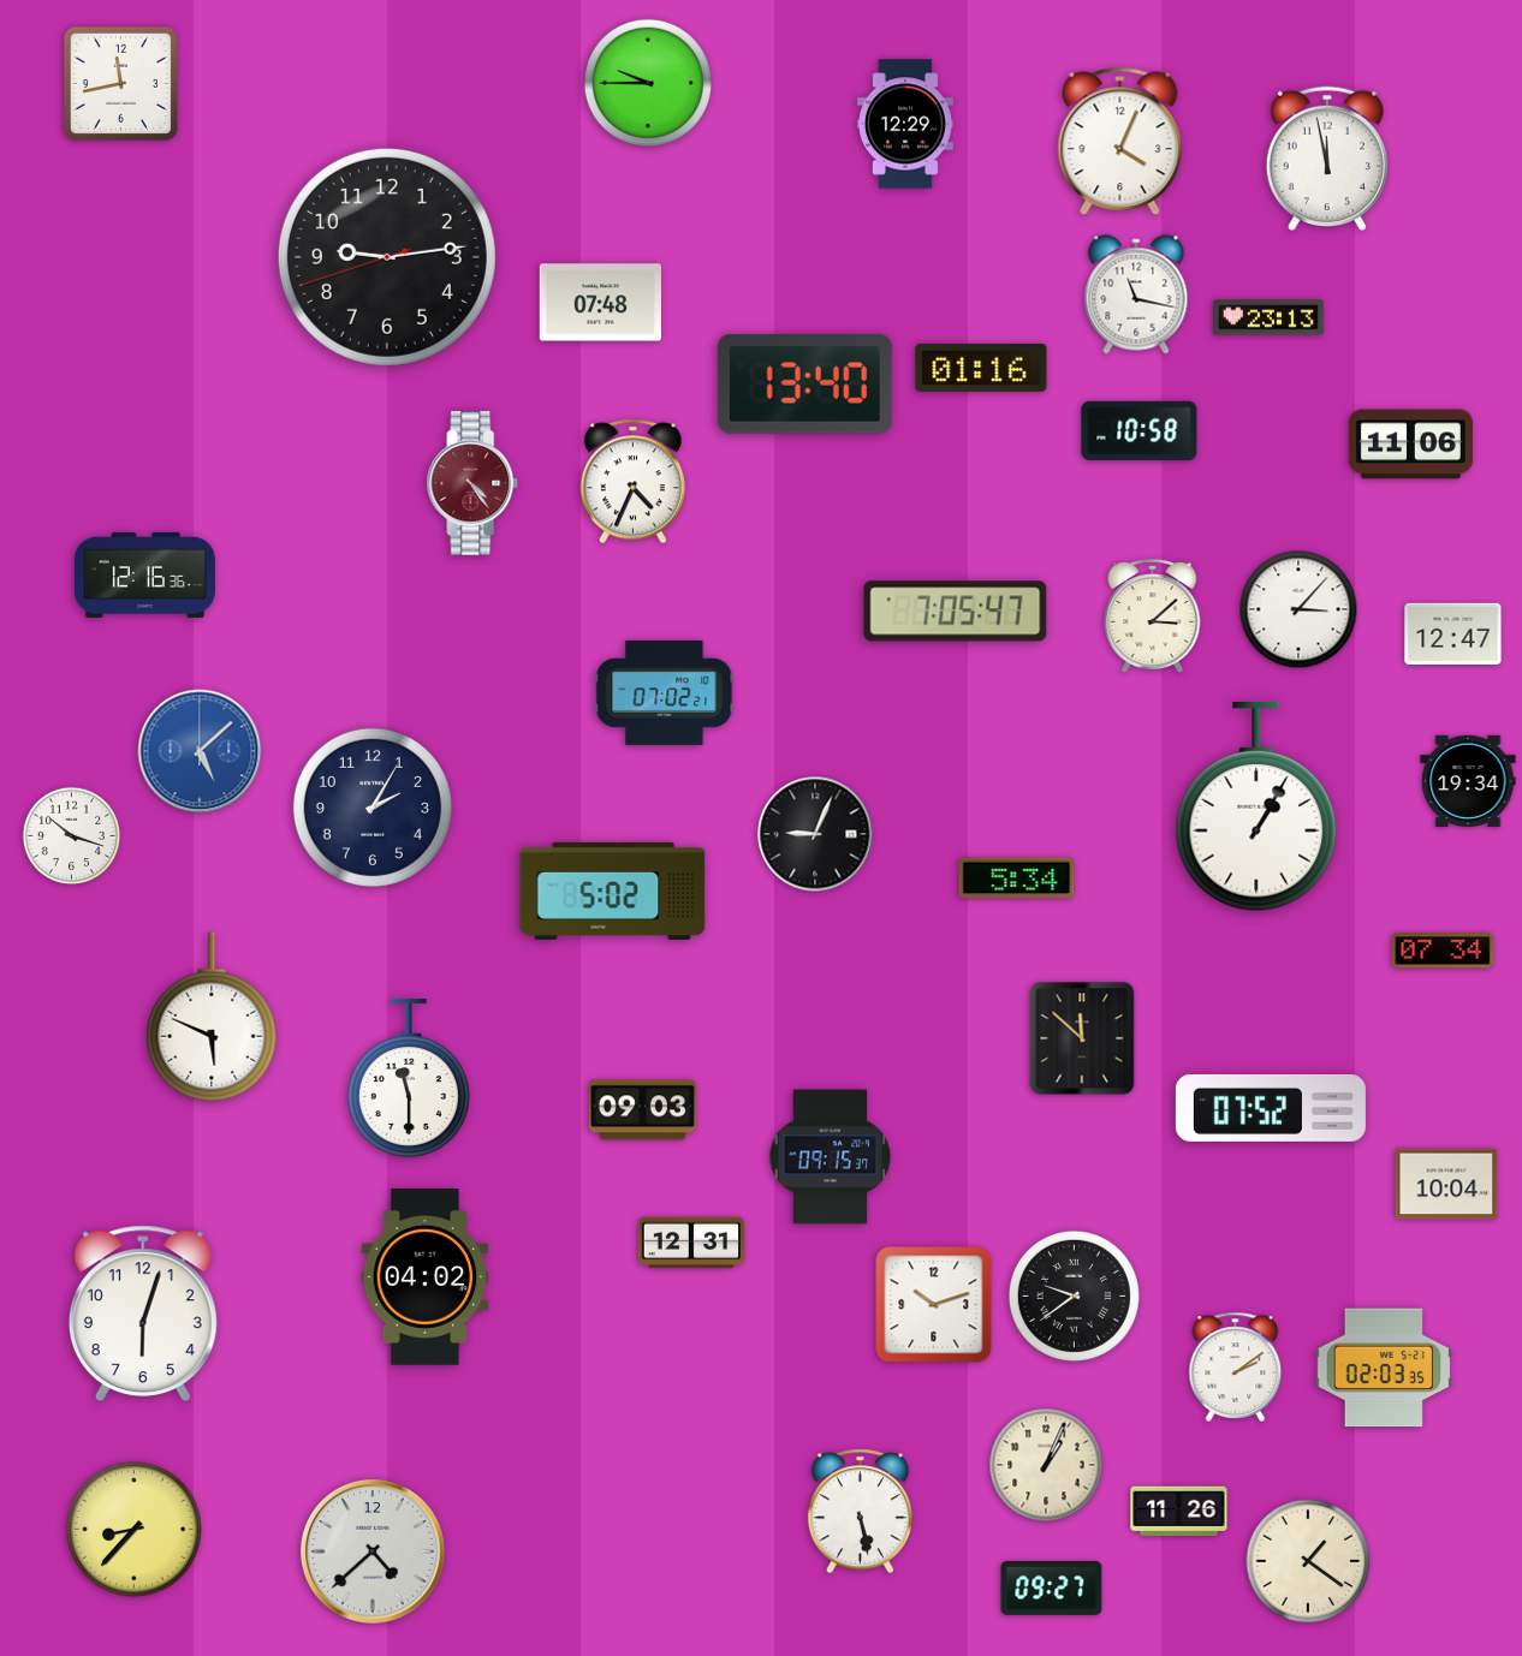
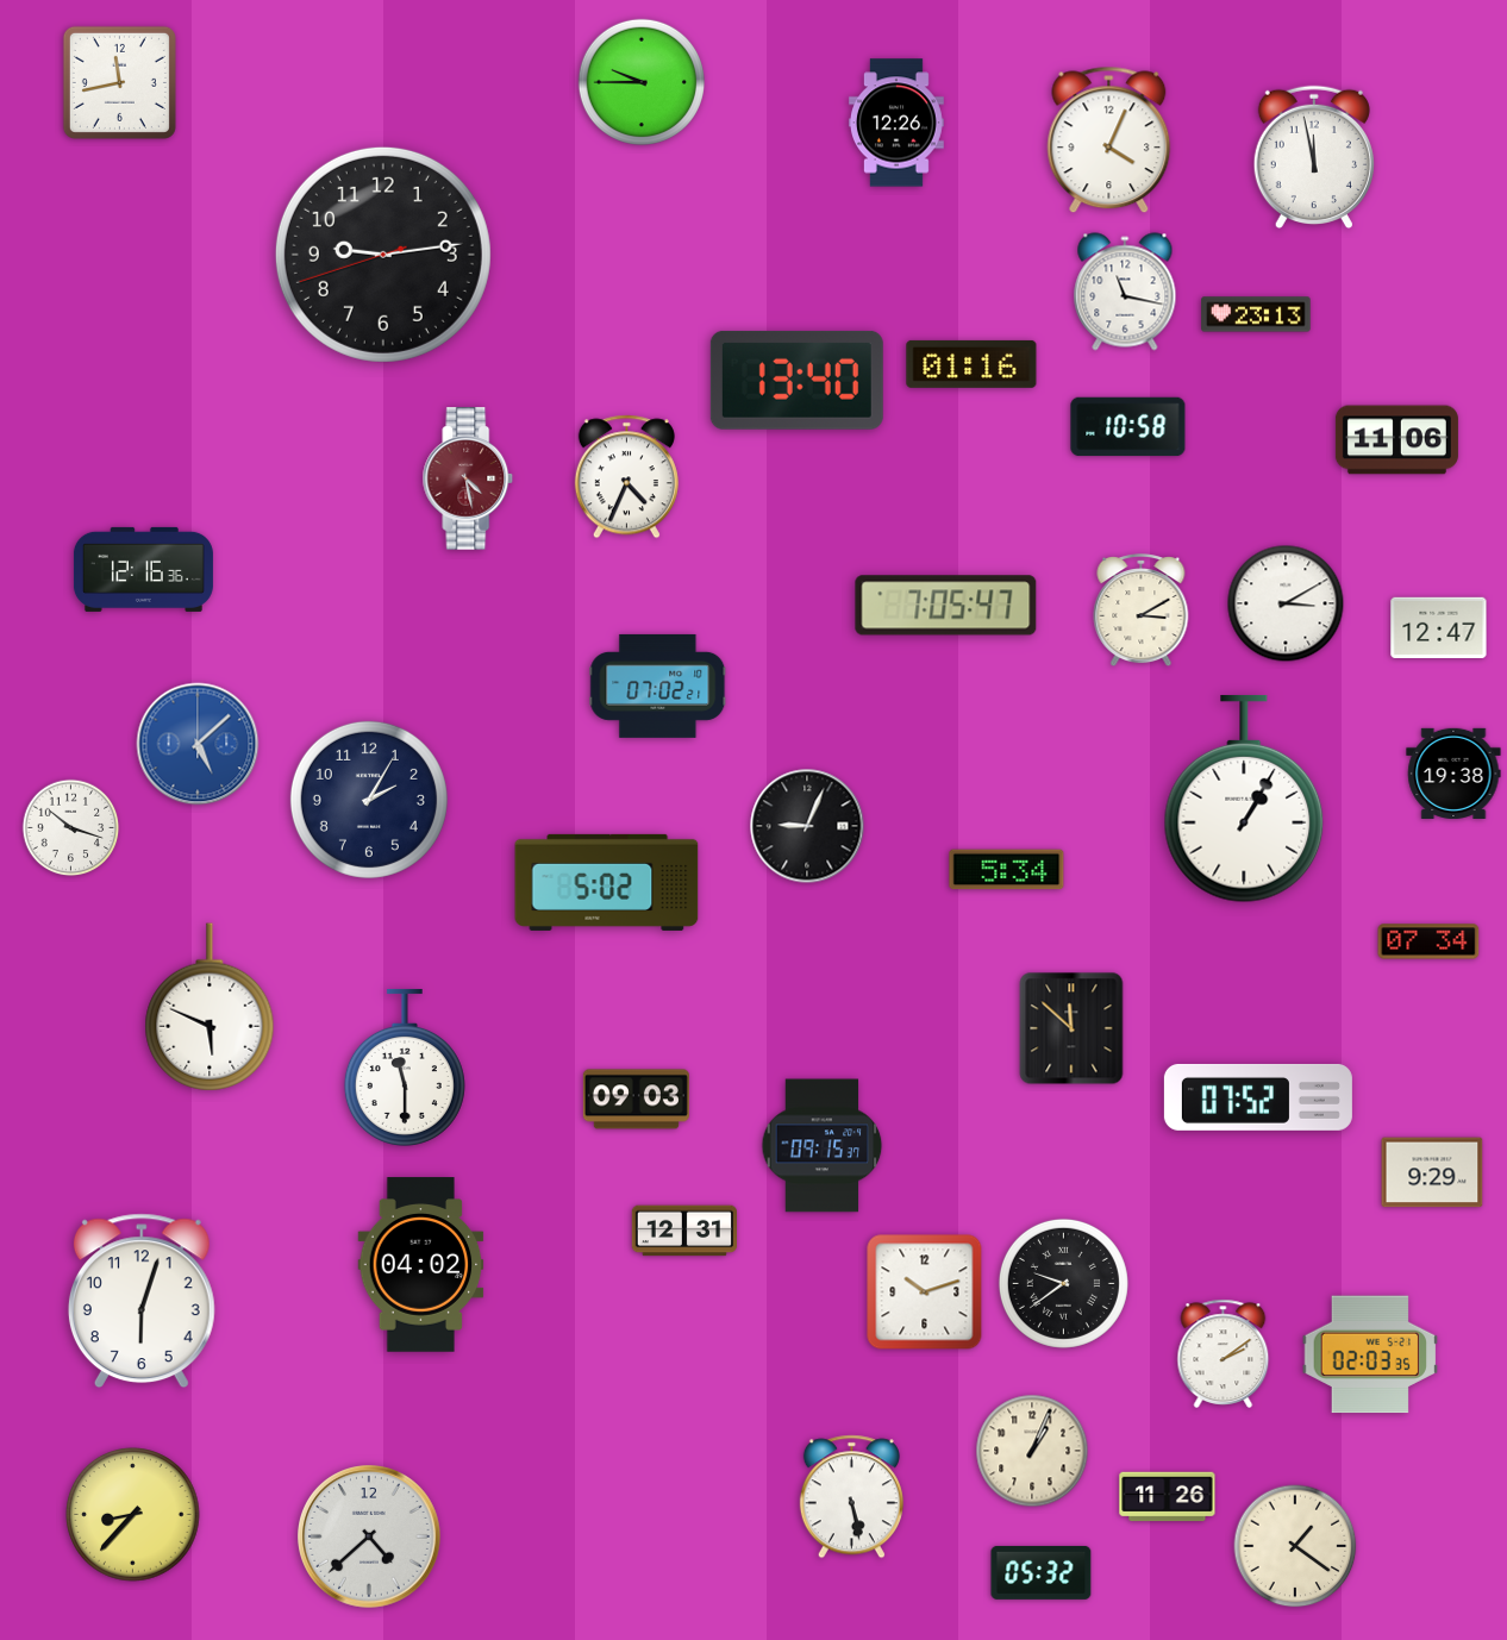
clock at (905, 124): 12:29 -> 12:26
clock at (600, 303): 07:48 -> none
clock at (472, 483): 4:24 -> 4:28
clock at (1298, 609): 3:07 -> 3:10
clock at (1153, 618): 3:08 -> 3:10
clock at (1468, 781): 19:34 -> 19:38
clock at (1446, 1184): 10:04 -> 9:29
clock at (1046, 1465) position: (1046, 1465) -> (1032, 1451)
clock at (1052, 1588): 09:27 -> 05:32
